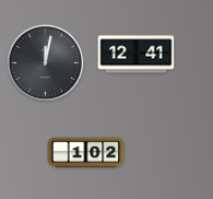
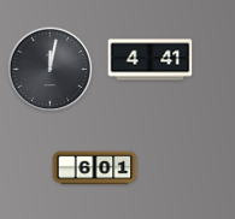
clock at (137, 55): 12:41 -> 4:41
clock at (86, 153): 1:02 -> 6:01
